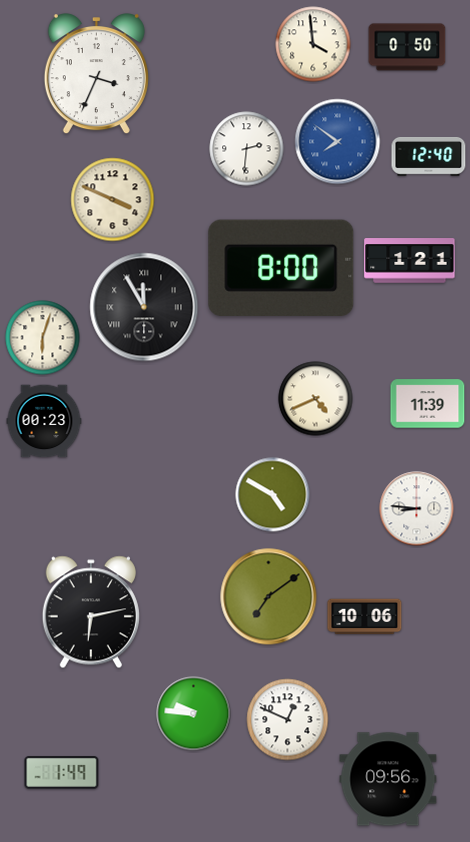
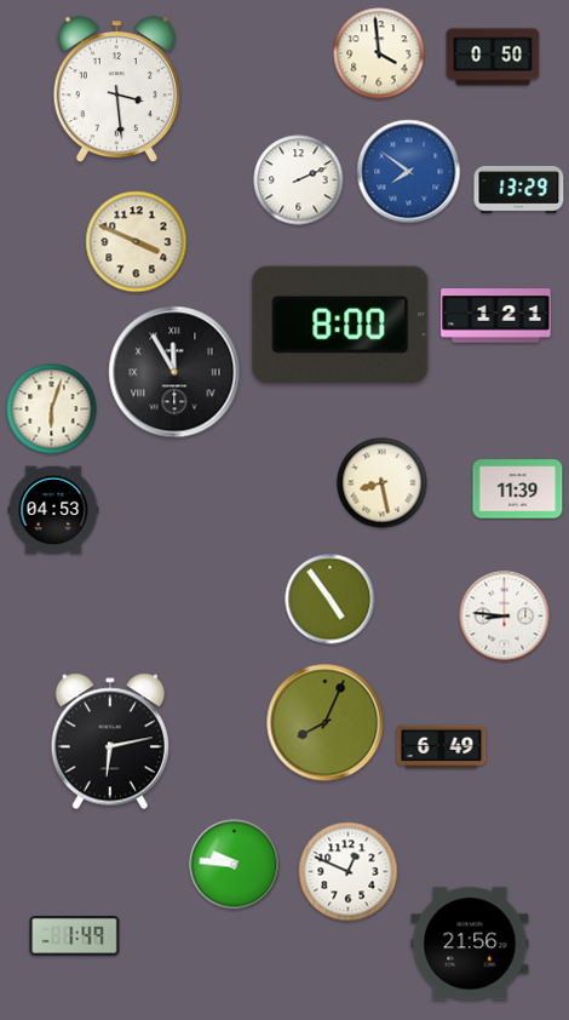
clock at (96, 74): 3:34 -> 3:29
clock at (247, 149): 2:31 -> 2:11
clock at (429, 156): 12:40 -> 13:29
clock at (316, 399): 4:41 -> 8:28
clock at (44, 421): 00:23 -> 04:53
clock at (273, 495): 4:50 -> 4:54
clock at (269, 597): 7:09 -> 8:04
clock at (365, 617): 10:06 -> 6:49
clock at (388, 779): 09:56 -> 21:56
